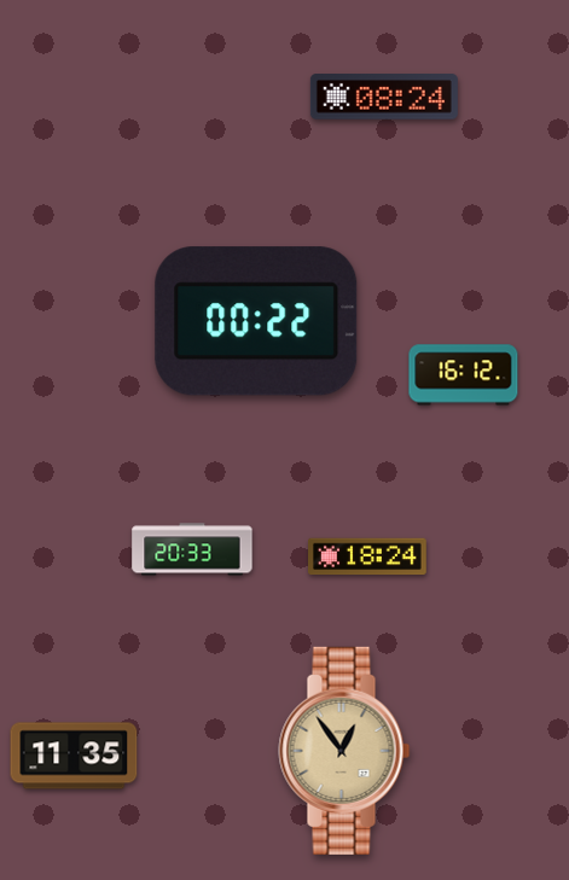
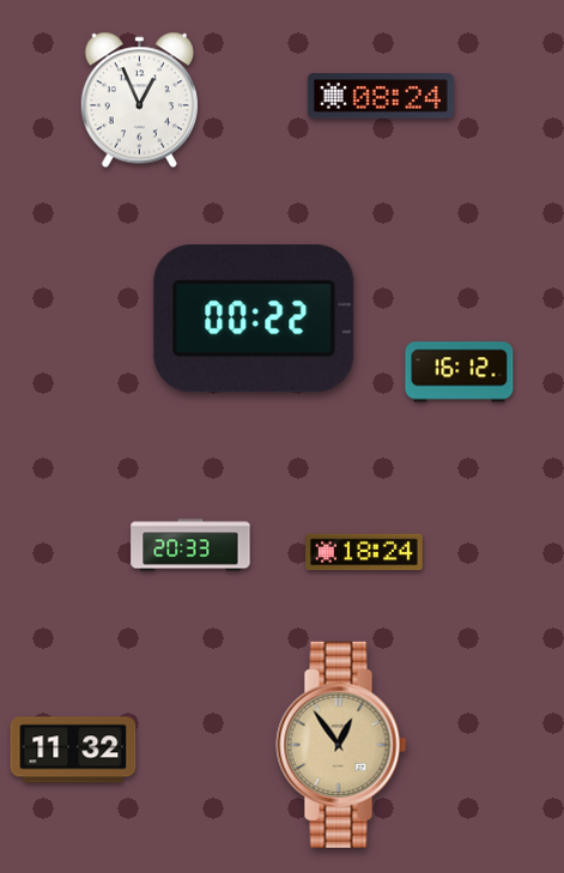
clock at (139, 101): none -> 12:56
clock at (74, 756): 11:35 -> 11:32
